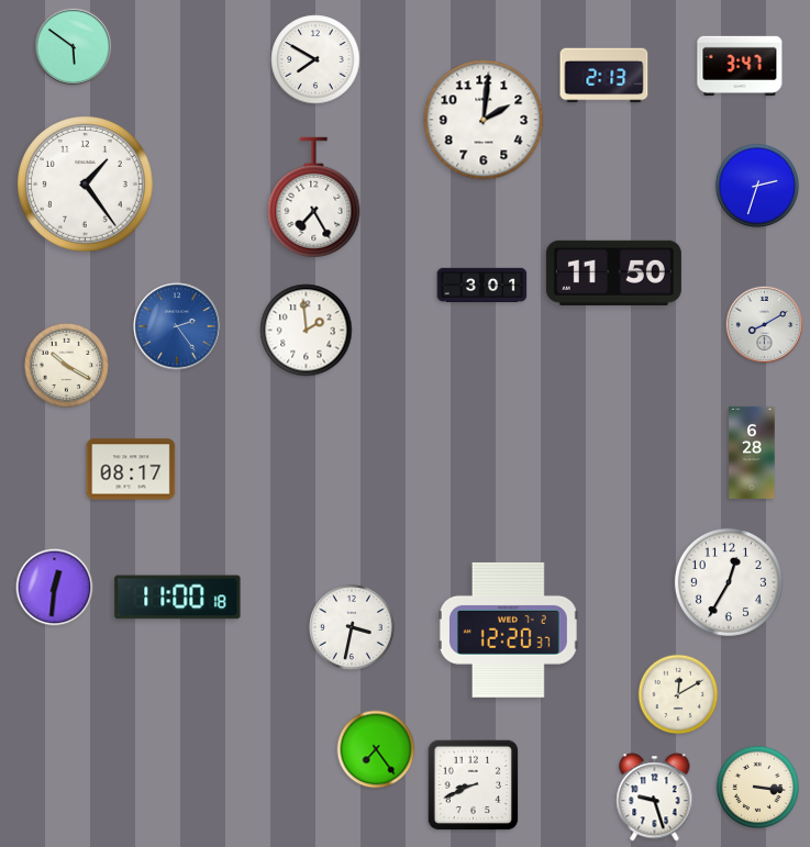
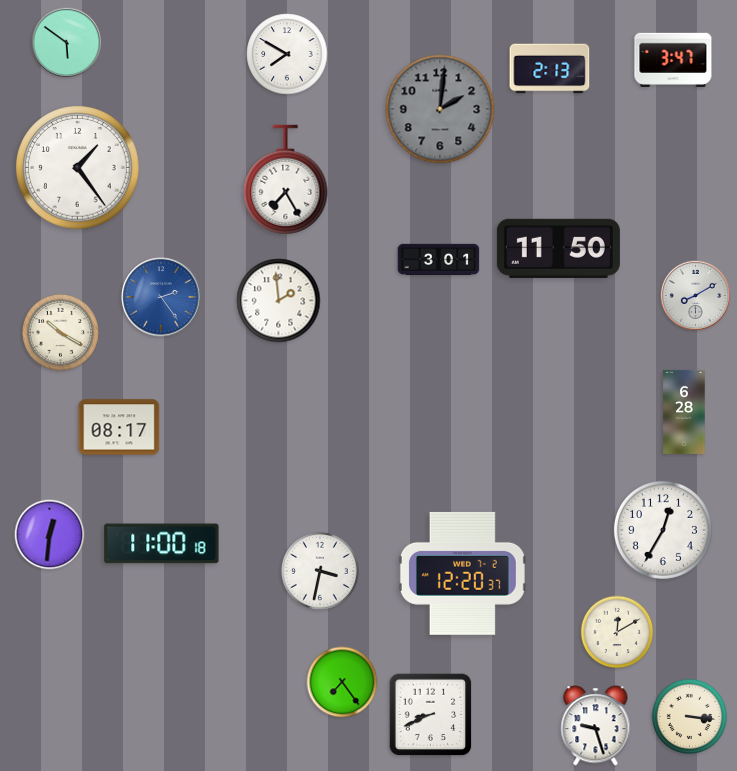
clock at (484, 120) dial: white -> grey
clock at (757, 186): 2:33 -> none
